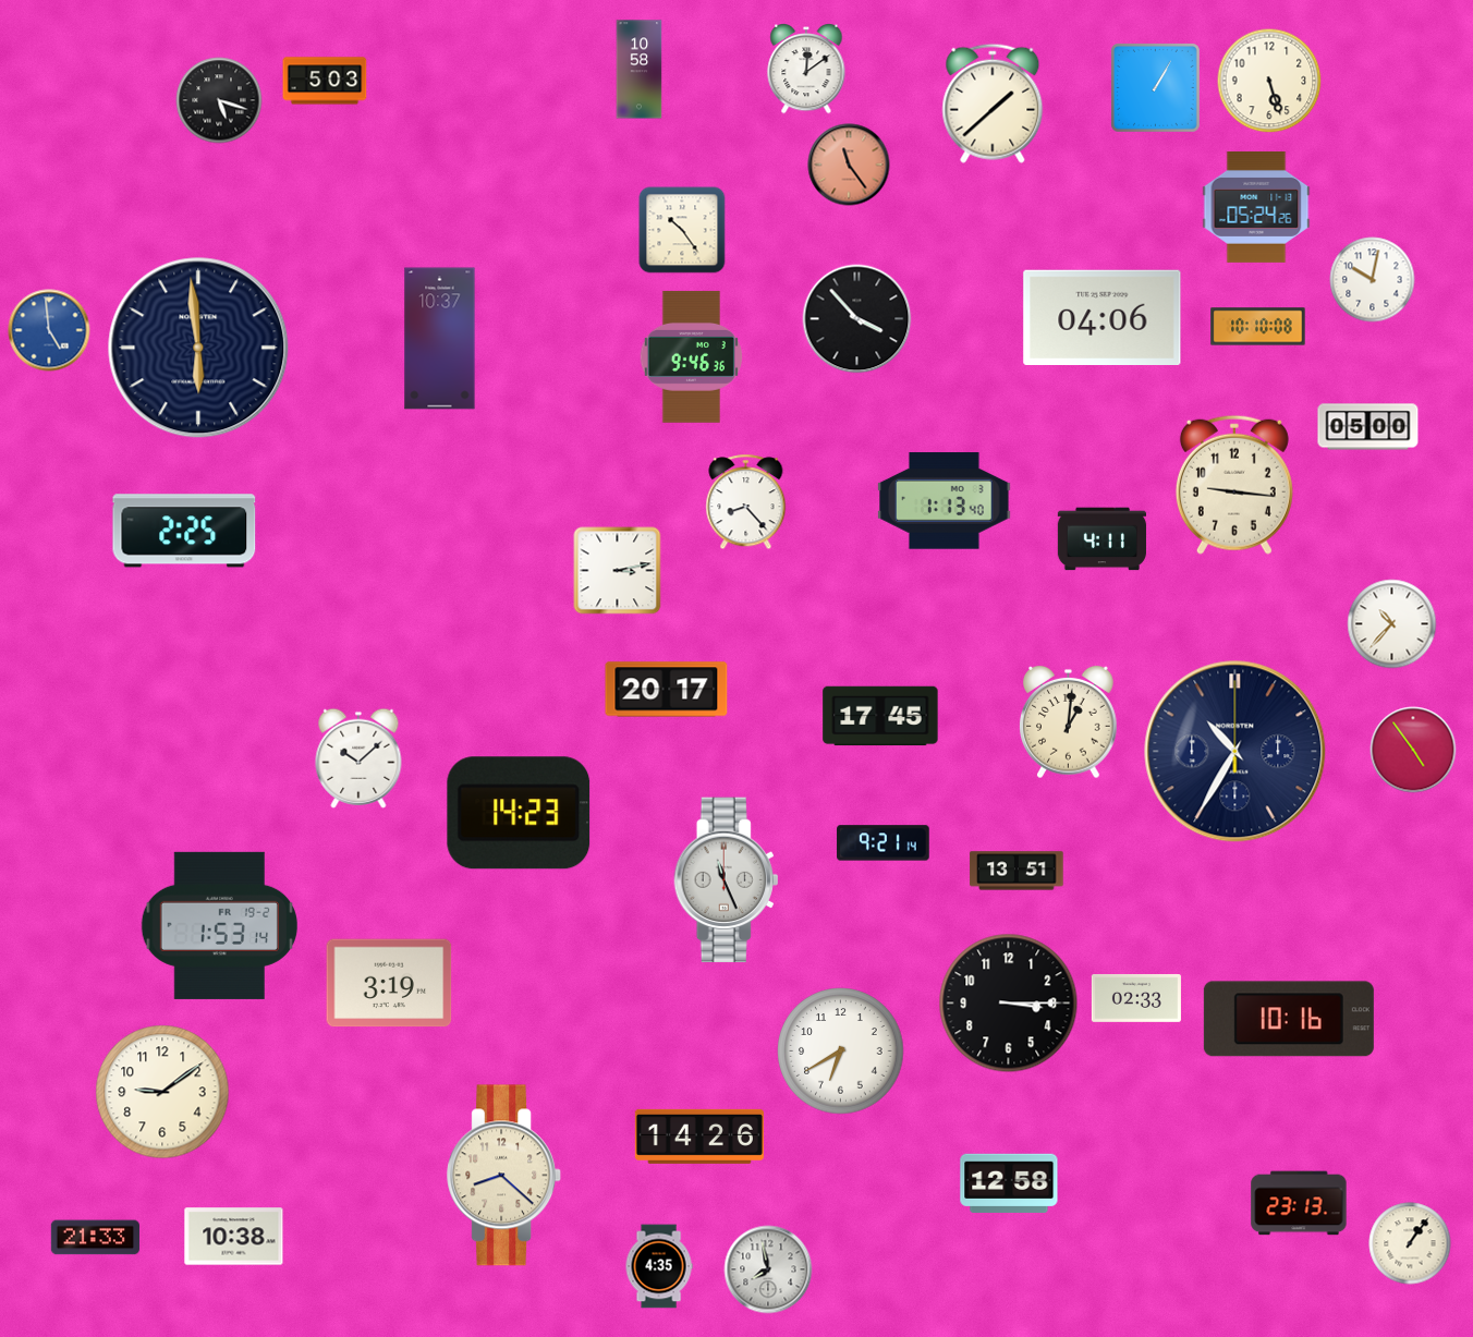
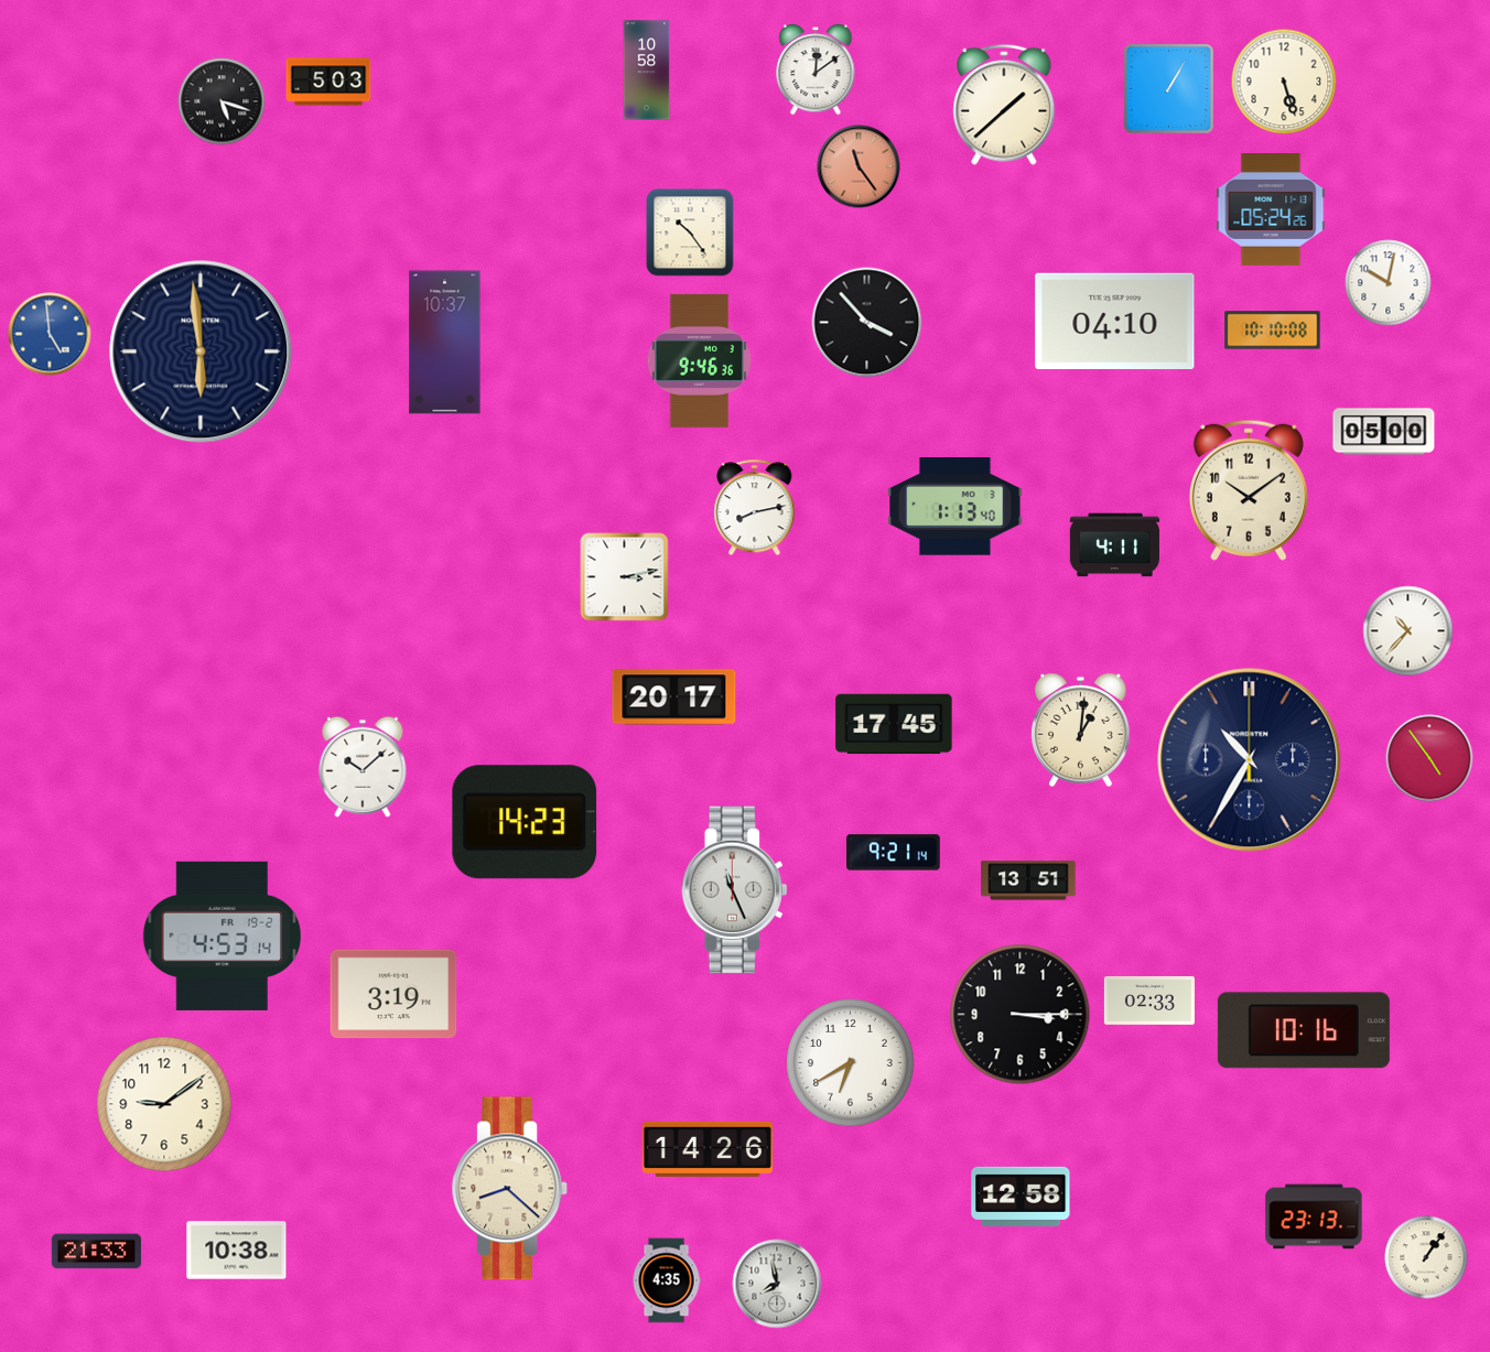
clock at (1103, 317): 04:06 -> 04:10
clock at (1234, 485): 9:16 -> 10:09
clock at (746, 502): 8:23 -> 8:13
clock at (184, 531): 2:25 -> none
clock at (880, 716) position: (880, 716) -> (894, 724)
clock at (219, 925): 1:53 -> 4:53
clock at (1136, 998) position: (1136, 998) -> (1149, 1001)
